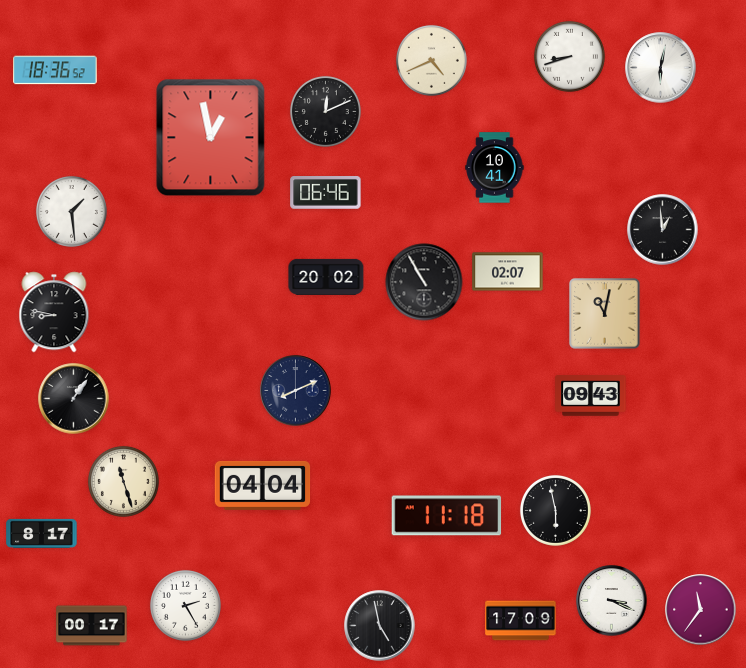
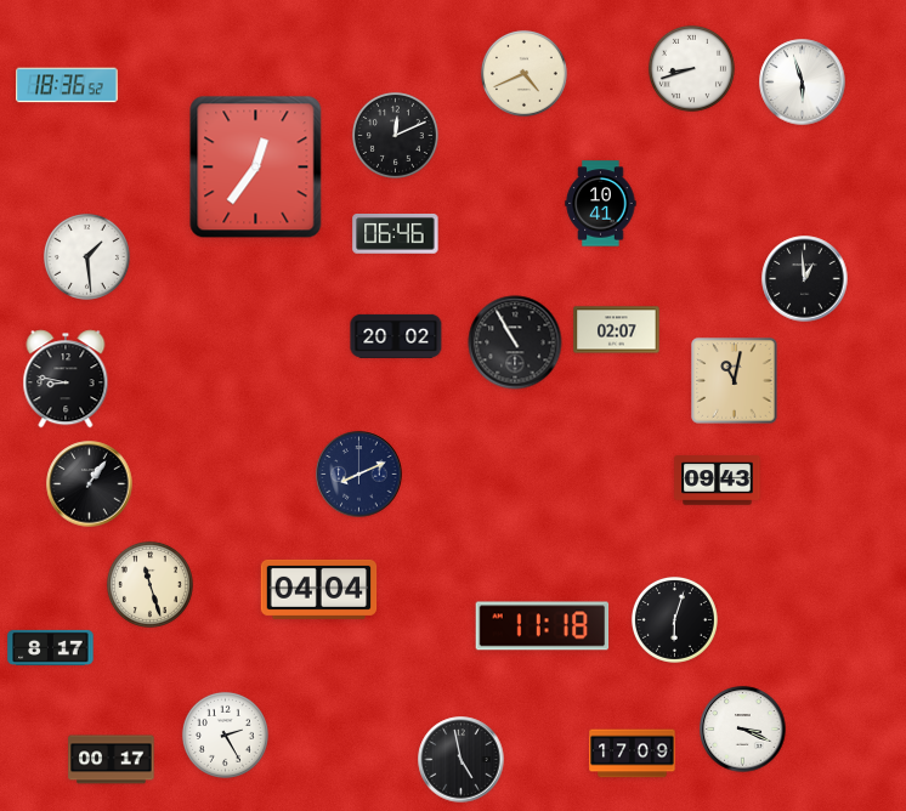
clock at (661, 68): 6:02 -> 5:57
clock at (211, 138): 12:58 -> 12:36
clock at (555, 510): 5:58 -> 6:03
clock at (701, 610): 11:36 -> none
